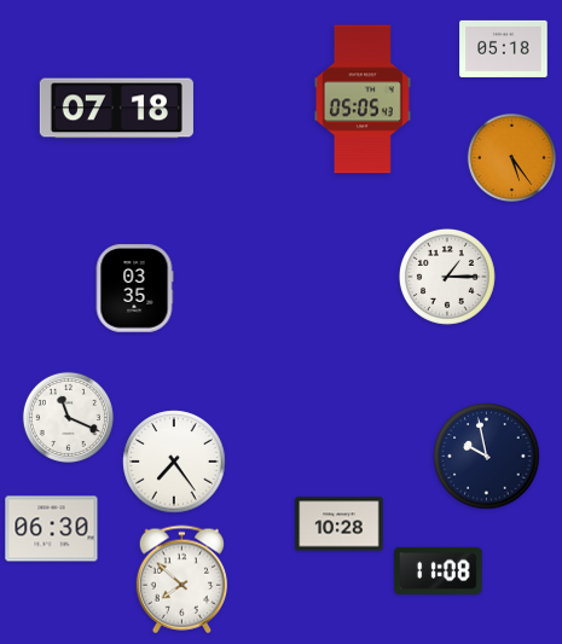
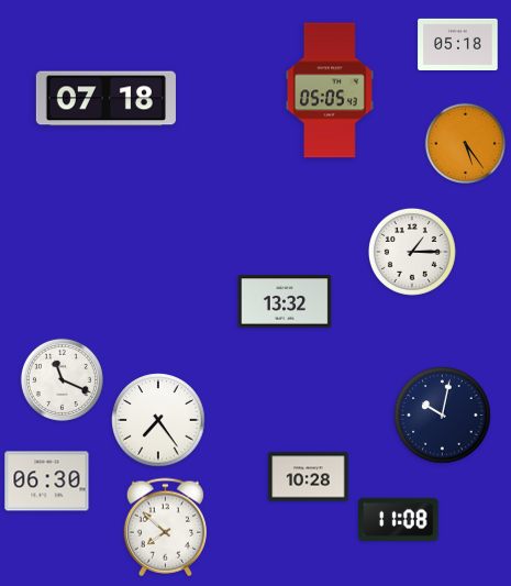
clock at (447, 277) position: (447, 277) -> (412, 252)
clock at (134, 289): 03:35 -> none
clock at (285, 301): none -> 13:32
clock at (487, 457): 9:58 -> 10:02
